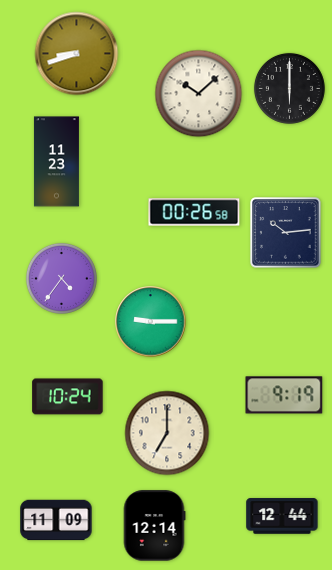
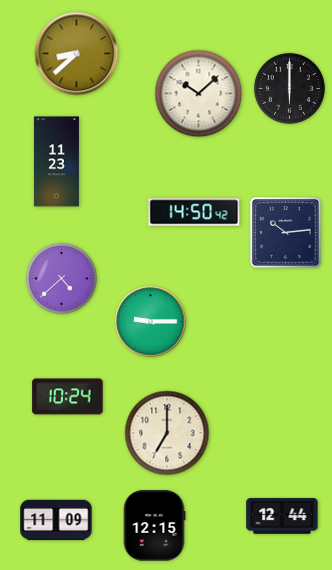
clock at (77, 54): 8:42 -> 8:38
clock at (194, 212): 00:26 -> 14:50
clock at (61, 278): 4:36 -> 4:38
clock at (284, 395): 9:19 -> none
clock at (154, 526): 12:14 -> 12:15
